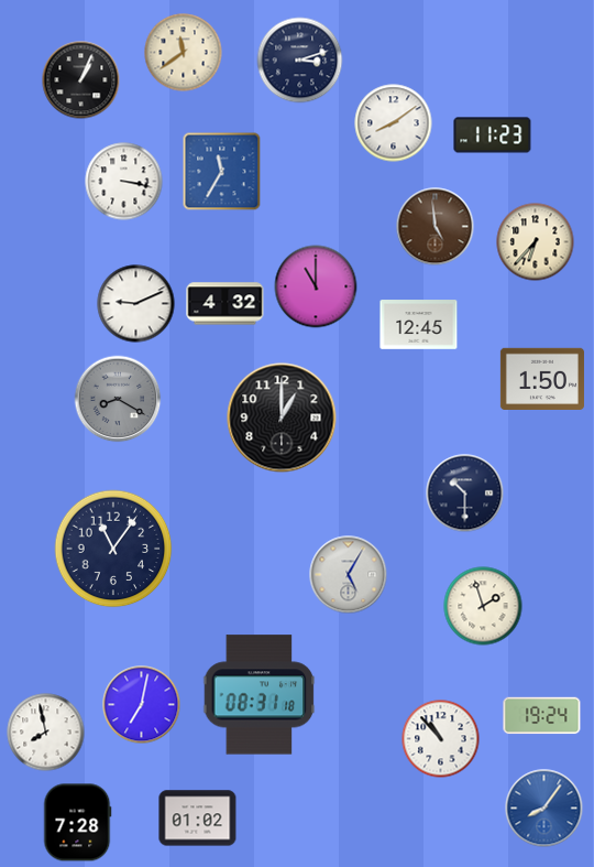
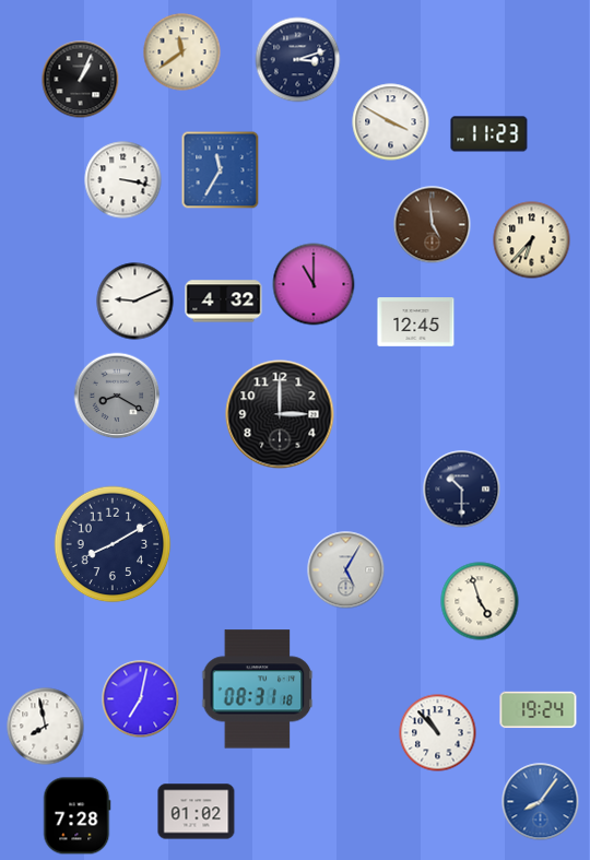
clock at (394, 123): 8:09 -> 3:50
clock at (542, 378): 1:50 -> none
clock at (282, 418): 1:00 -> 3:00
clock at (113, 549): 11:06 -> 8:10
clock at (483, 606): 1:57 -> 4:57
